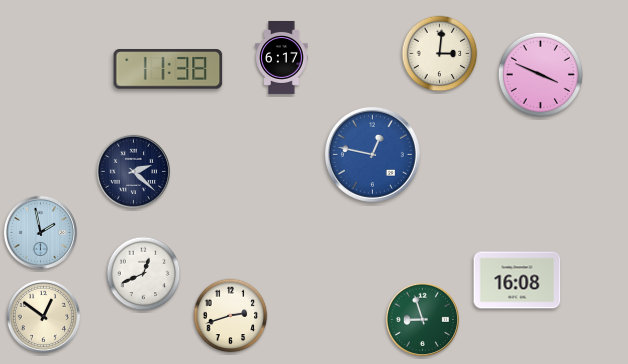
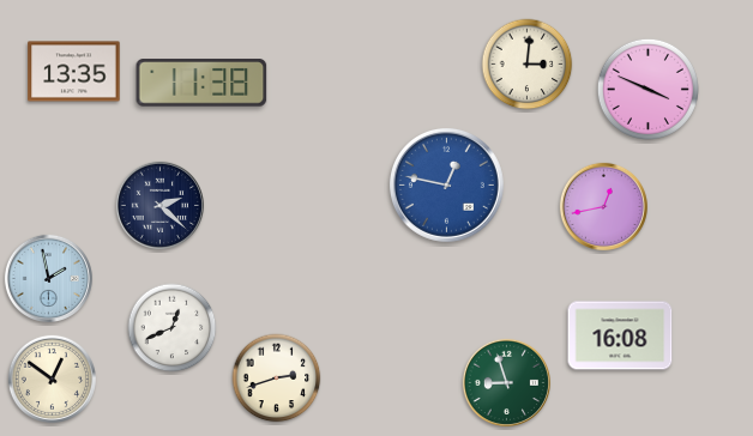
clock at (282, 57): 6:17 -> none
clock at (74, 72): none -> 13:35
clock at (603, 206): none -> 12:43
